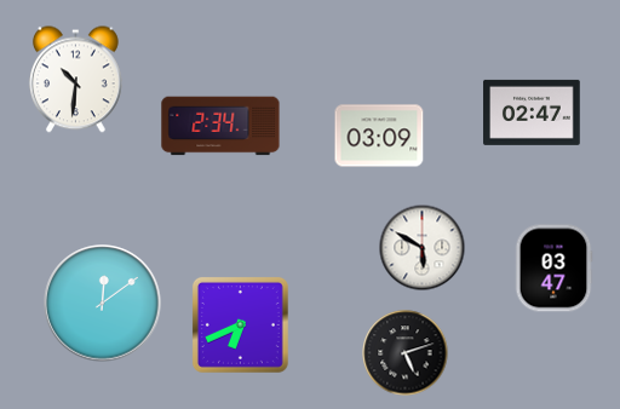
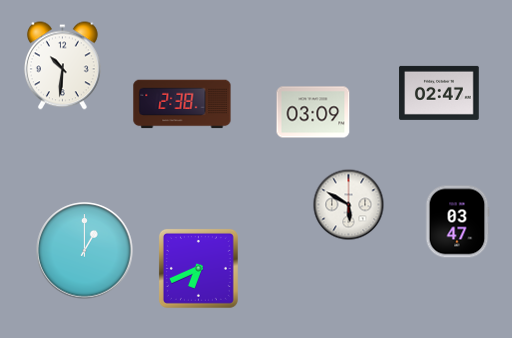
clock at (220, 126): 2:34 -> 2:38
clock at (103, 304): 12:09 -> 1:00
clock at (406, 353): 5:12 -> none
